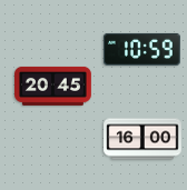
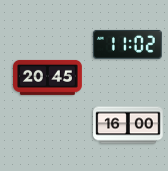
clock at (141, 49): 10:59 -> 11:02
